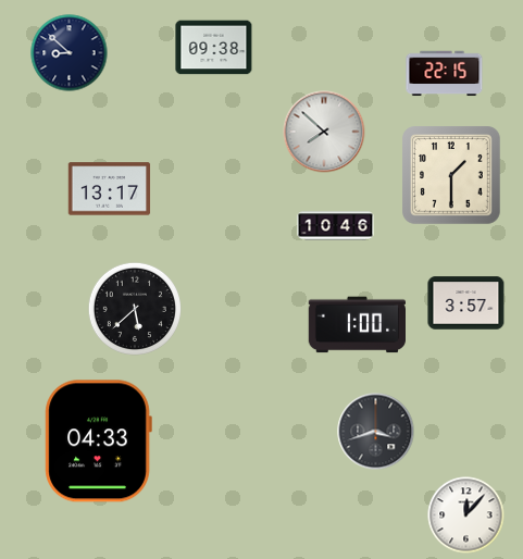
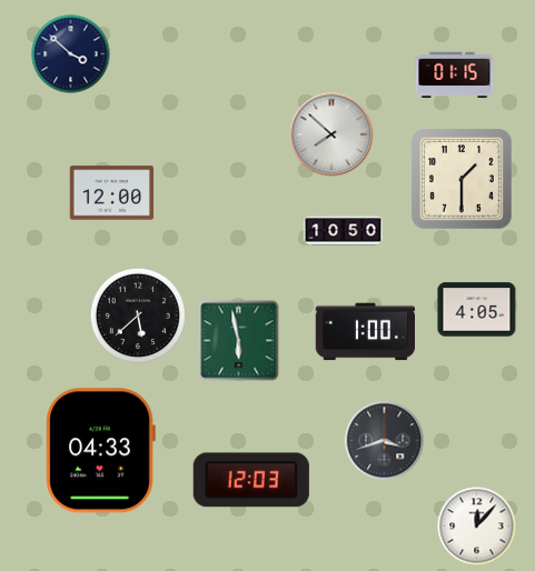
clock at (214, 48): 09:38 -> none
clock at (70, 53): 8:52 -> 3:52
clock at (445, 74): 22:15 -> 01:15
clock at (110, 189): 13:17 -> 12:00
clock at (336, 226): 10:46 -> 10:50
clock at (466, 303): 3:57 -> 4:05
clock at (239, 341): none -> 5:58
clock at (251, 480): none -> 12:03
